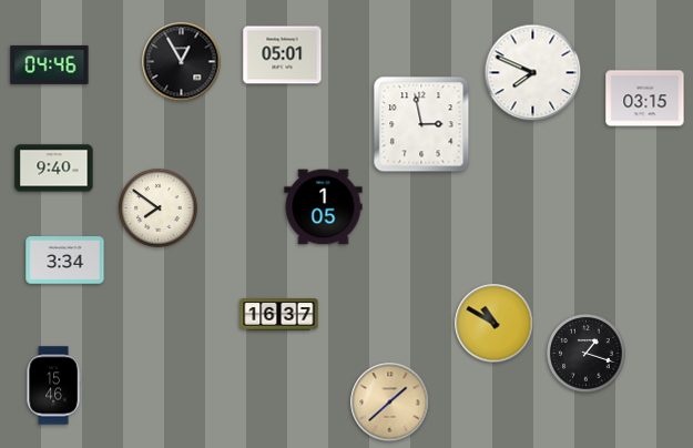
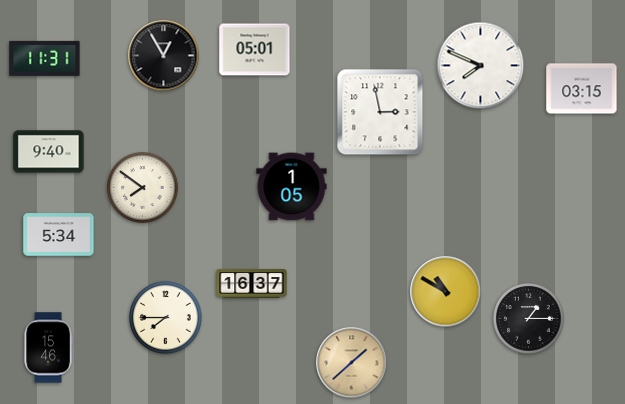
clock at (50, 64): 04:46 -> 11:31
clock at (65, 261): 3:34 -> 5:34
clock at (166, 318): none -> 7:45
clock at (587, 354): 1:18 -> 1:15
